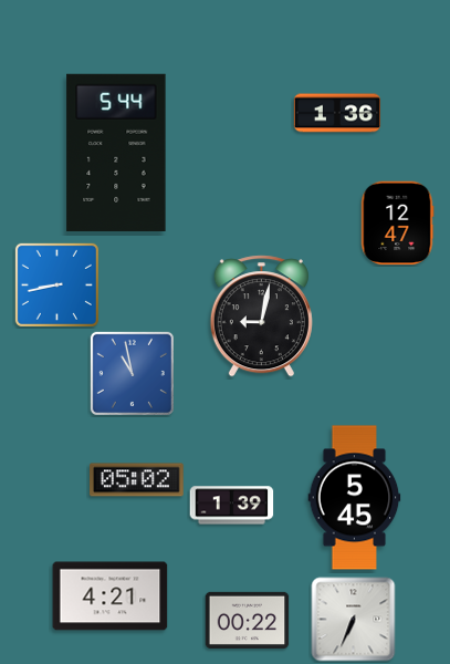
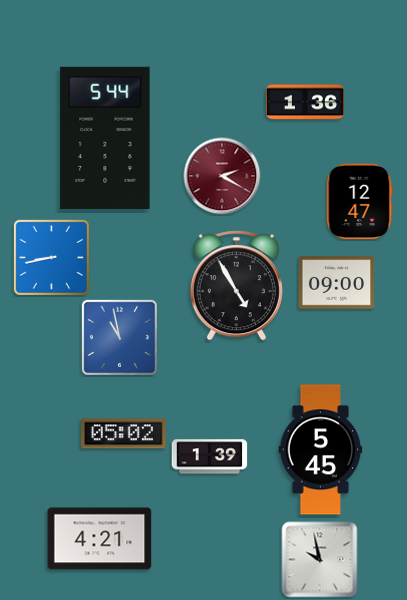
clock at (222, 176): none -> 2:20
clock at (337, 283): none -> 09:00
clock at (261, 317): 9:02 -> 4:55
clock at (248, 620): 00:22 -> none
clock at (354, 620): 6:34 -> 9:58
